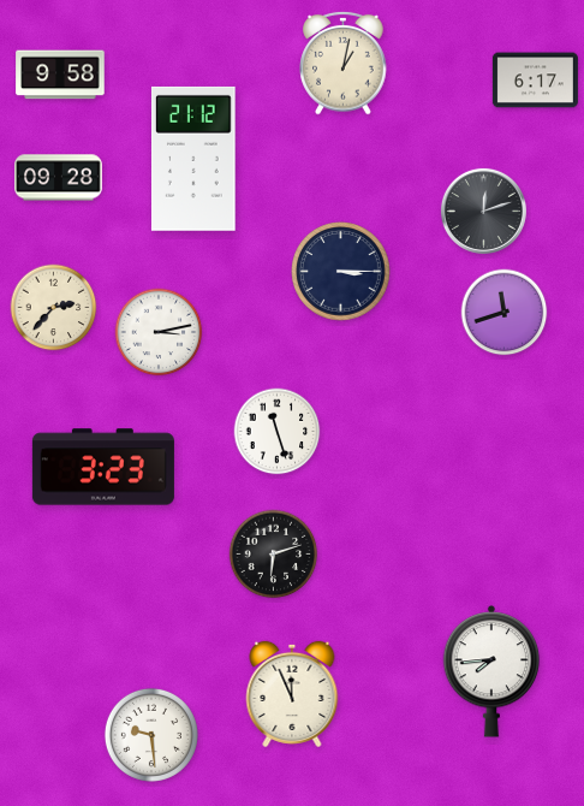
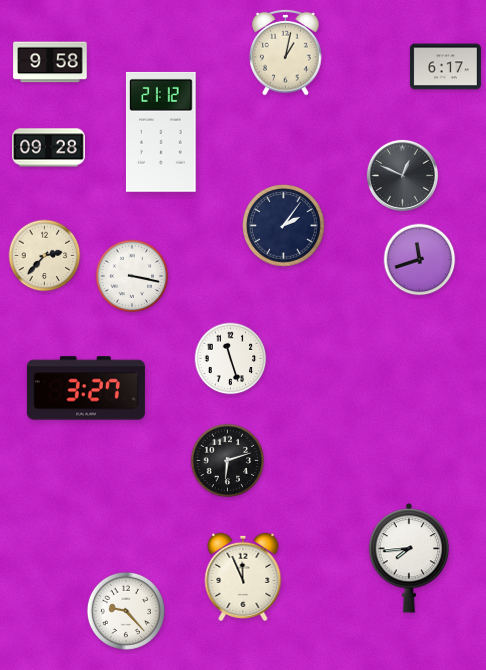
clock at (483, 211): 12:12 -> 12:49
clock at (341, 272): 3:15 -> 2:06
clock at (159, 332): 3:13 -> 3:17
clock at (103, 467): 3:23 -> 3:27
clock at (151, 735): 9:29 -> 9:23
